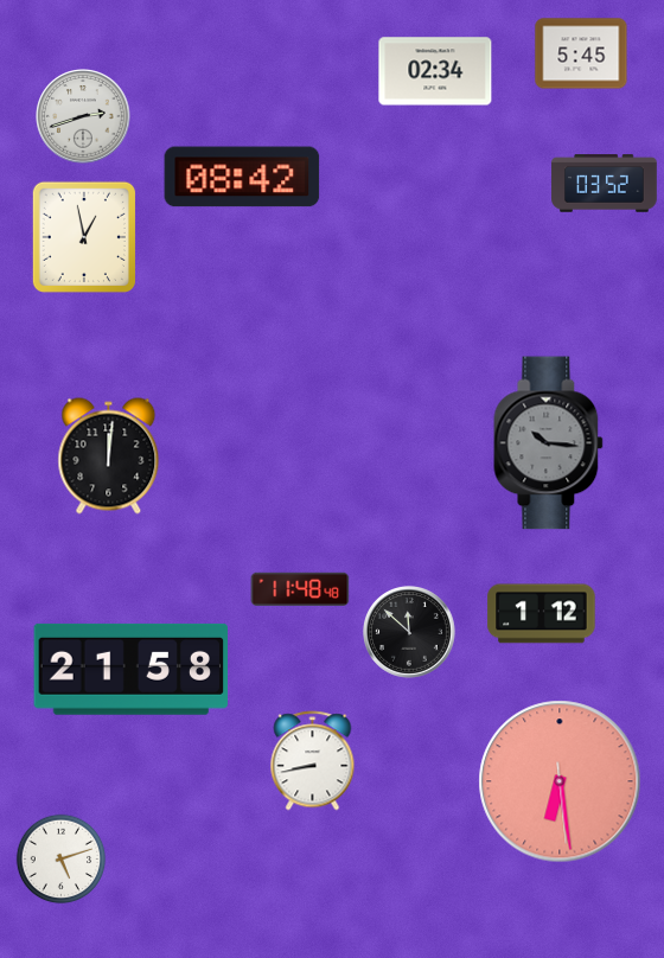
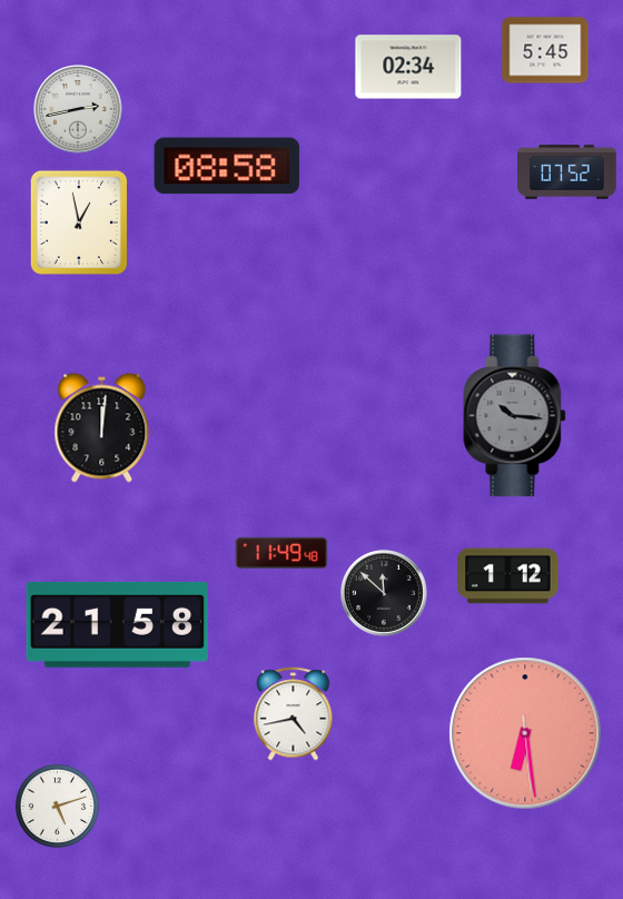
clock at (83, 116): 2:42 -> 2:43
clock at (242, 177): 08:42 -> 08:58
clock at (605, 184): 03:52 -> 07:52
clock at (300, 589): 11:48 -> 11:49
clock at (132, 669) position: (132, 669) -> (118, 624)
clock at (313, 761): 8:43 -> 4:43
